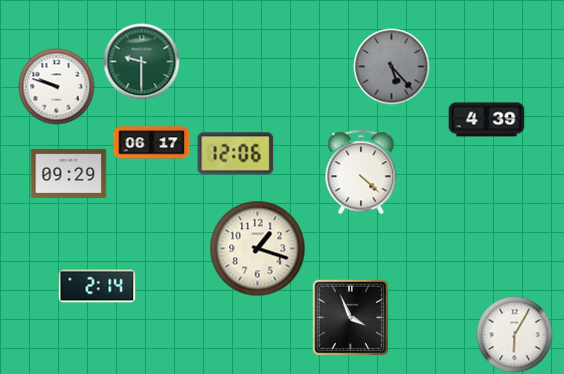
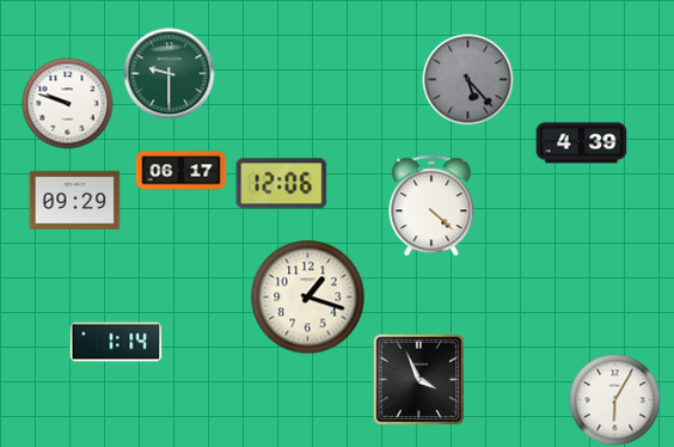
clock at (69, 173) position: (69, 173) -> (75, 200)
clock at (97, 286): 2:14 -> 1:14
